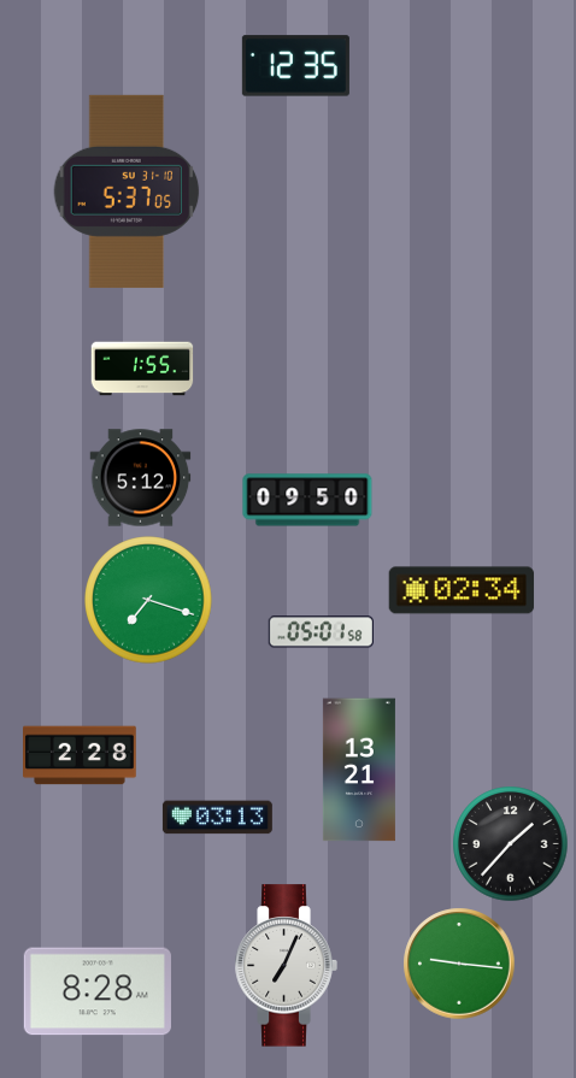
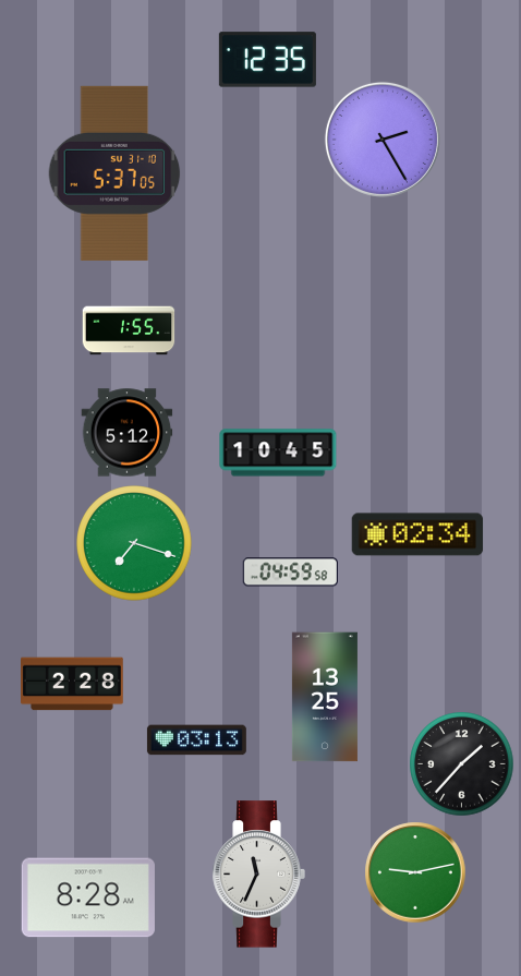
clock at (383, 140): none -> 2:25
clock at (142, 369) position: (142, 369) -> (129, 330)
clock at (307, 500): 09:50 -> 10:45
clock at (321, 632): 05:01 -> 04:59
clock at (359, 770): 13:21 -> 13:25
clock at (459, 964): 9:16 -> 9:13
clock at (286, 966): 7:04 -> 11:34
